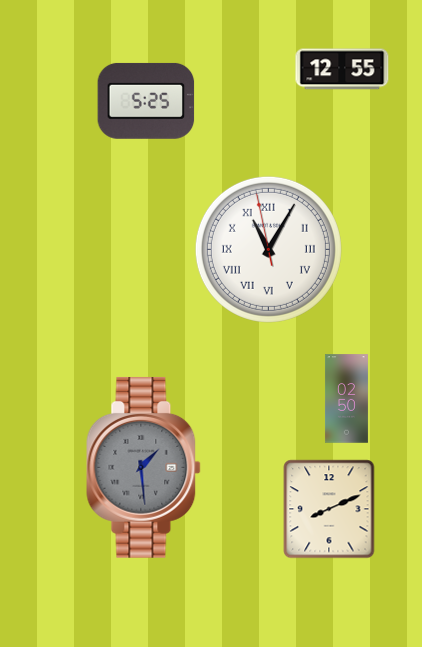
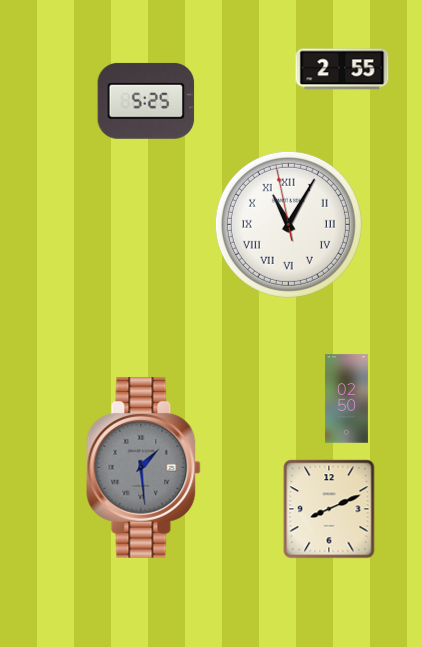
clock at (342, 69): 12:55 -> 2:55
clock at (268, 249) position: (268, 249) -> (288, 224)
